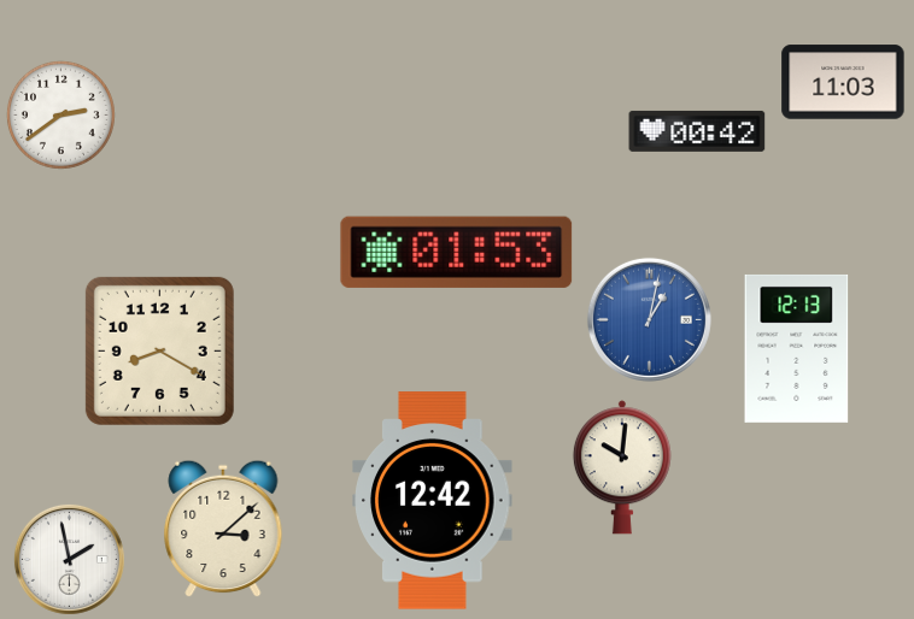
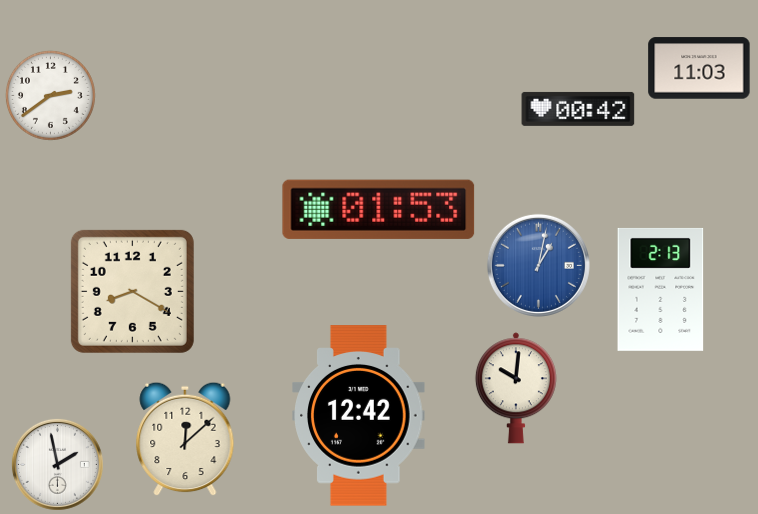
clock at (797, 348): 12:13 -> 2:13
clock at (223, 529): 3:08 -> 12:08
